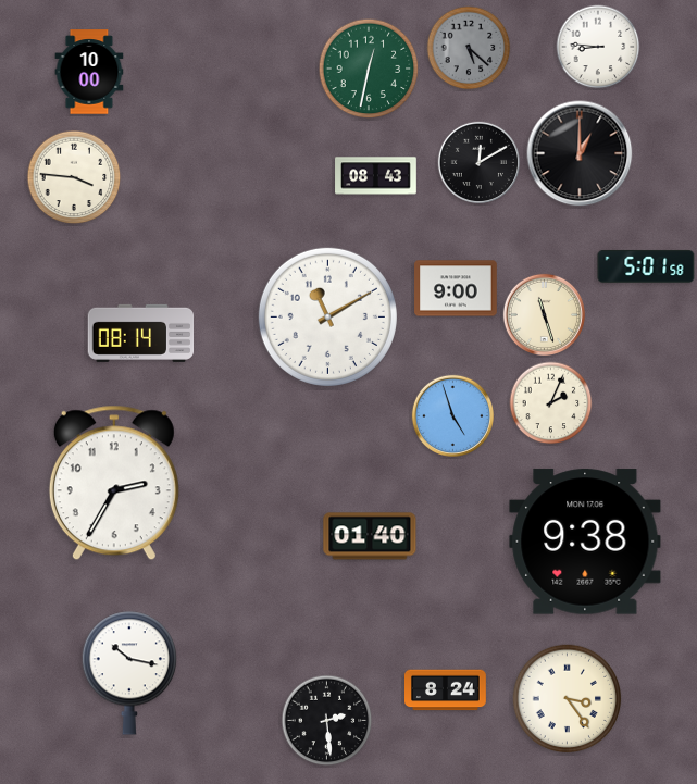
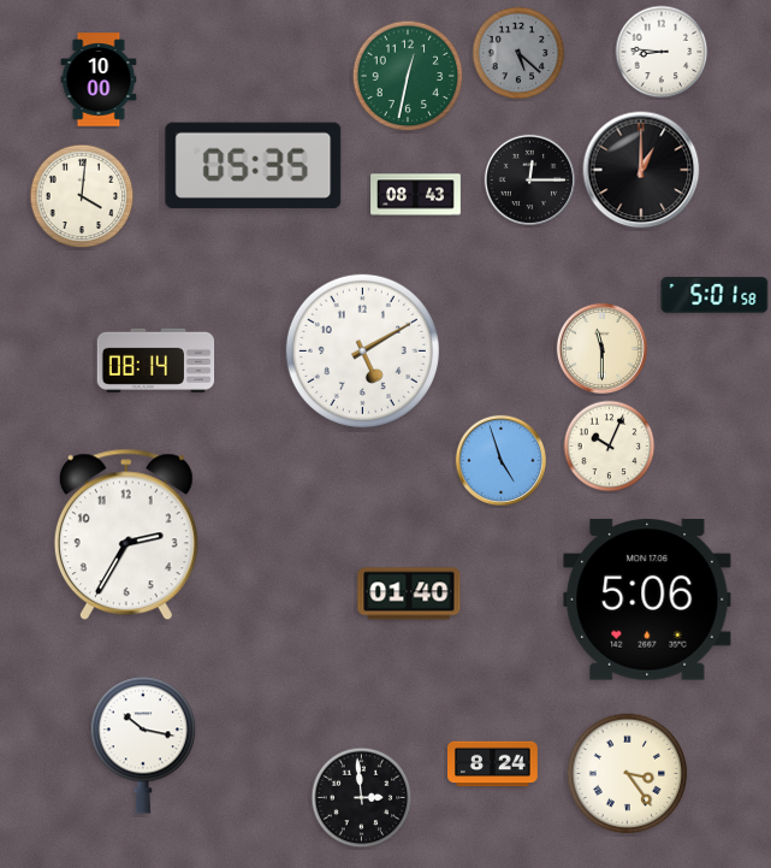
clock at (254, 165): none -> 05:35
clock at (478, 162): 12:10 -> 12:15
clock at (74, 177): 3:46 -> 4:01
clock at (456, 288): 9:00 -> none
clock at (544, 314): 11:27 -> 11:30
clock at (327, 316): 11:10 -> 5:10
clock at (141, 333) position: (141, 333) -> (156, 360)
clock at (551, 403): 2:04 -> 10:04
clock at (585, 542): 9:38 -> 5:06
clock at (327, 721): 2:29 -> 2:59
